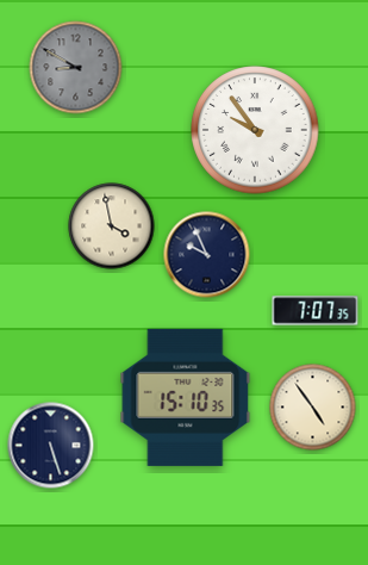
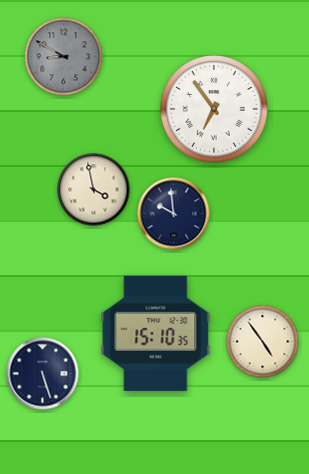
clock at (255, 130): 9:54 -> 6:54
clock at (207, 255): 9:56 -> 9:59
clock at (316, 311): 7:07 -> none
